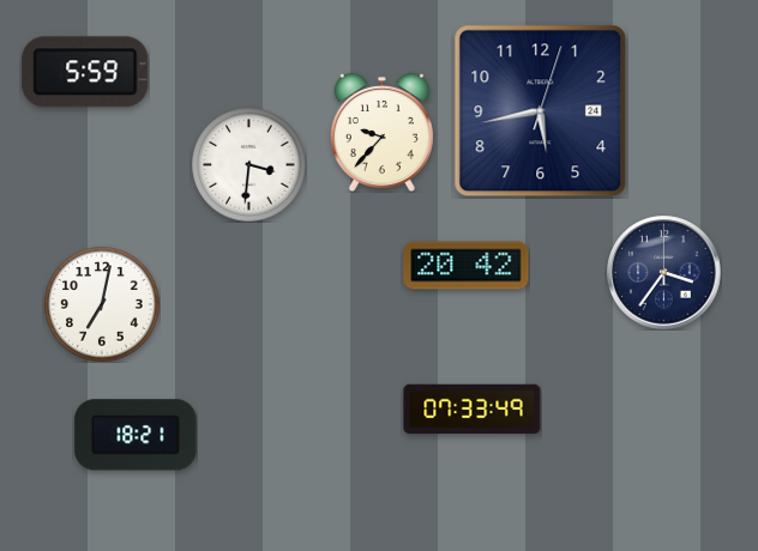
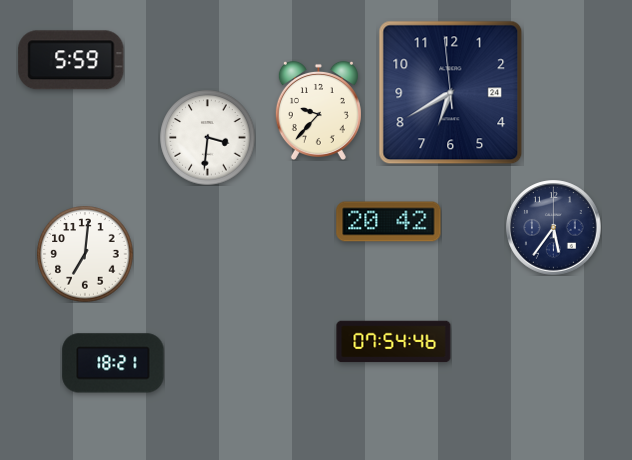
clock at (541, 111): 5:43 -> 6:39
clock at (664, 273): 3:36 -> 5:36
clock at (102, 304): 7:02 -> 7:01
clock at (473, 410): 07:33 -> 07:54
